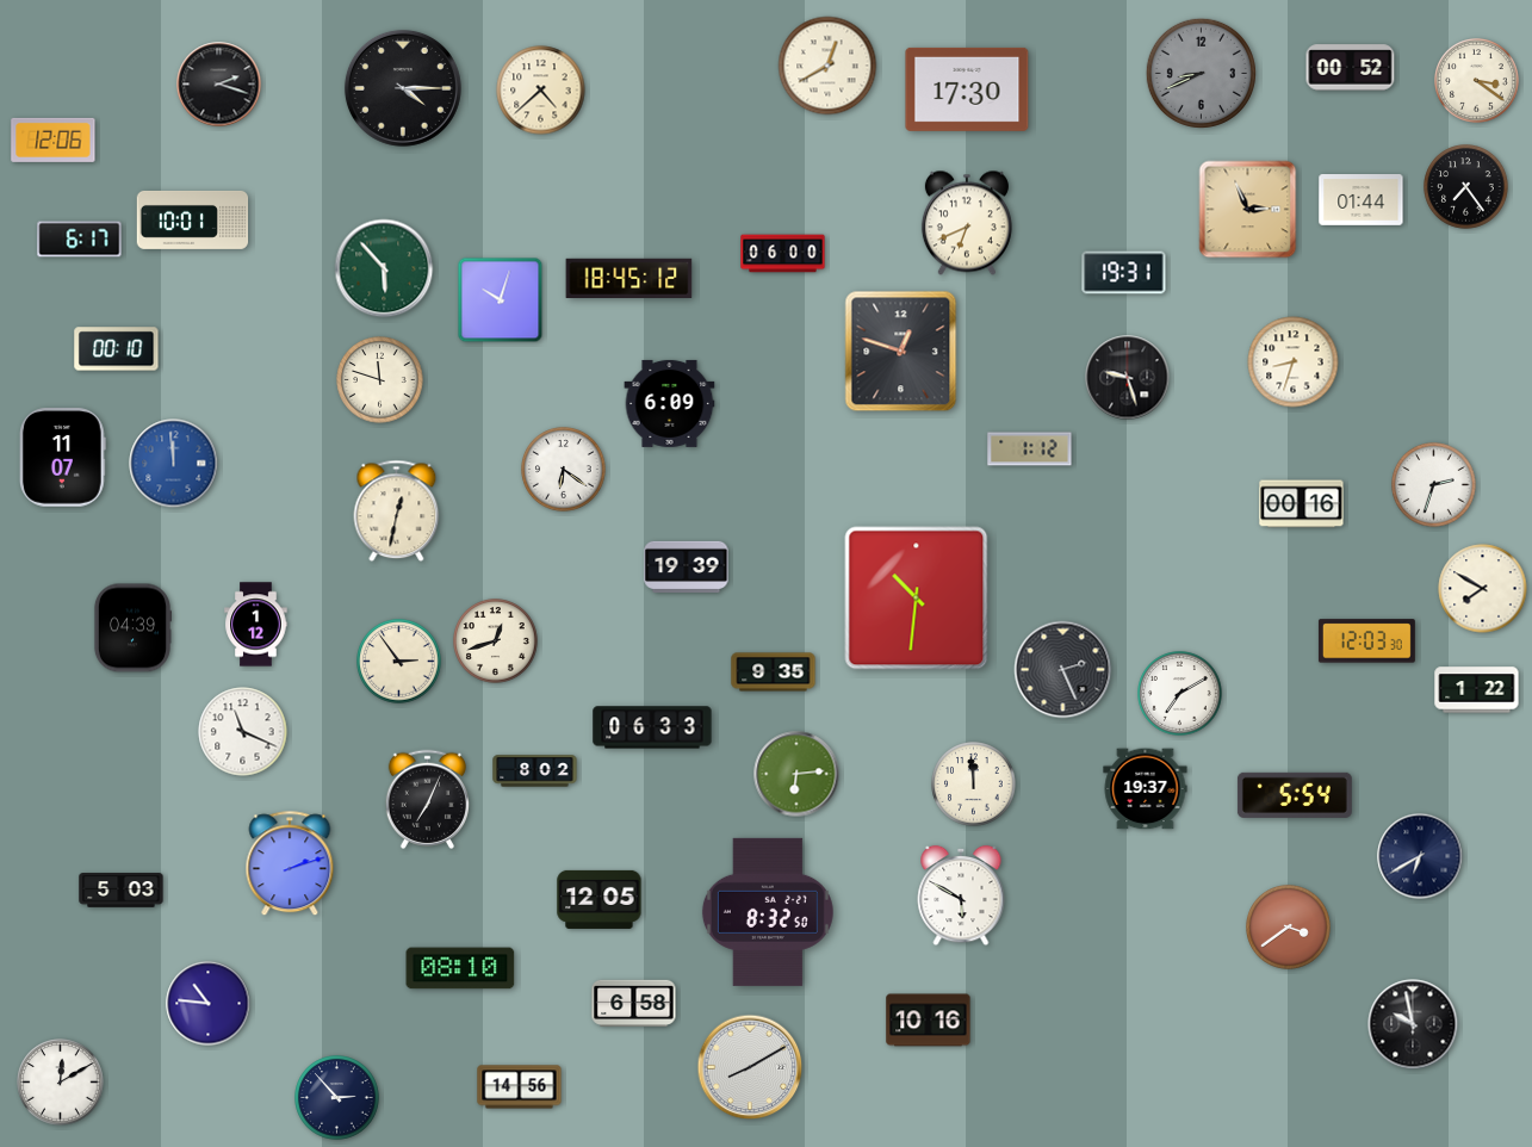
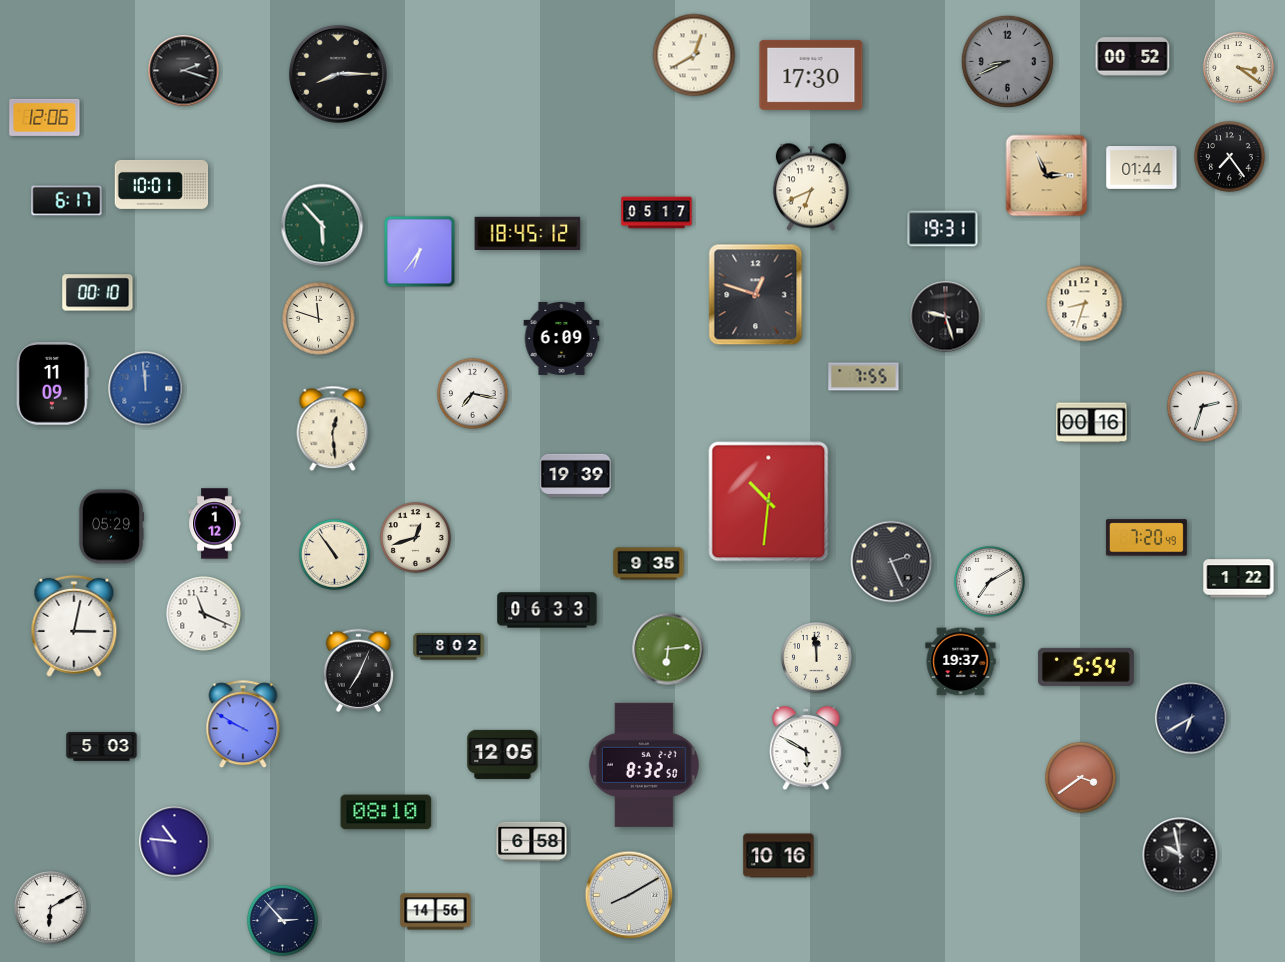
clock at (403, 88): 4:15 -> 8:15
clock at (541, 91): 4:38 -> none
clock at (783, 254): 06:00 -> 05:17
clock at (501, 300): 10:03 -> 6:36
clock at (1030, 449): 1:12 -> 7:55
clock at (63, 458): 11:07 -> 11:09
clock at (564, 470): 6:21 -> 7:17
clock at (397, 511): 12:32 -> 12:29
clock at (1483, 589): 7:50 -> none
clock at (131, 628): 04:39 -> 05:29
clock at (1366, 641): 12:03 -> 7:20
clock at (399, 662): 2:54 -> 10:54
clock at (74, 626): none -> 3:02
clock at (290, 864): 2:12 -> 9:50
clock at (961, 895) position: (961, 895) -> (806, 748)
clock at (1413, 1024) position: (1413, 1024) -> (1180, 855)
clock at (61, 1083): 12:10 -> 6:10
